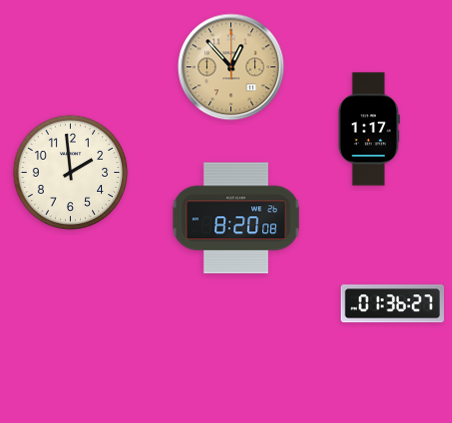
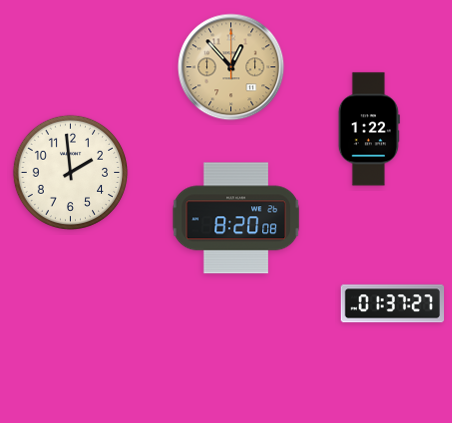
clock at (369, 129): 1:17 -> 1:22
clock at (392, 304): 01:36 -> 01:37
